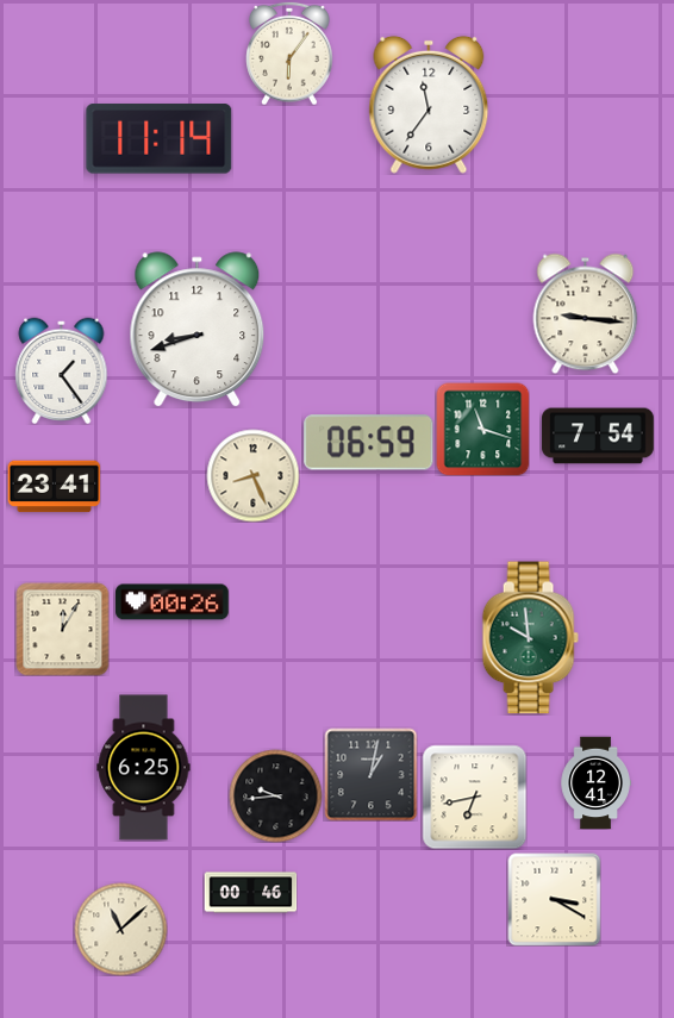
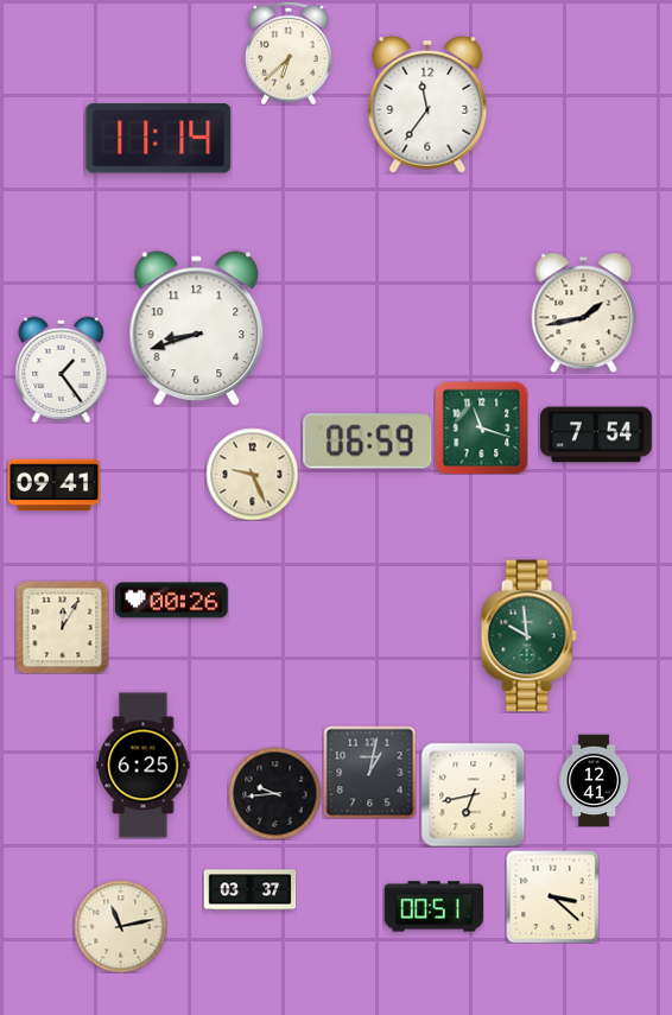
clock at (289, 54): 6:06 -> 6:38
clock at (586, 313): 9:16 -> 1:43
clock at (252, 475): 8:26 -> 9:26
clock at (54, 487): 23:41 -> 09:41
clock at (250, 893): 00:46 -> 03:37
clock at (554, 899): 3:20 -> 3:22
clock at (433, 907): none -> 00:51
clock at (120, 929): 11:08 -> 11:13
